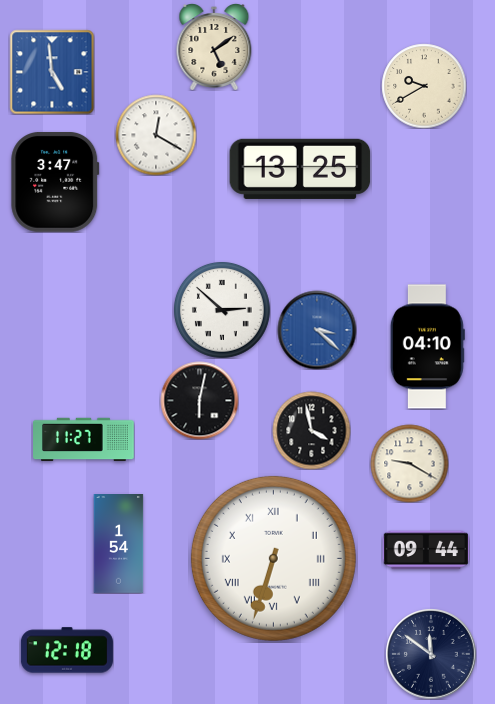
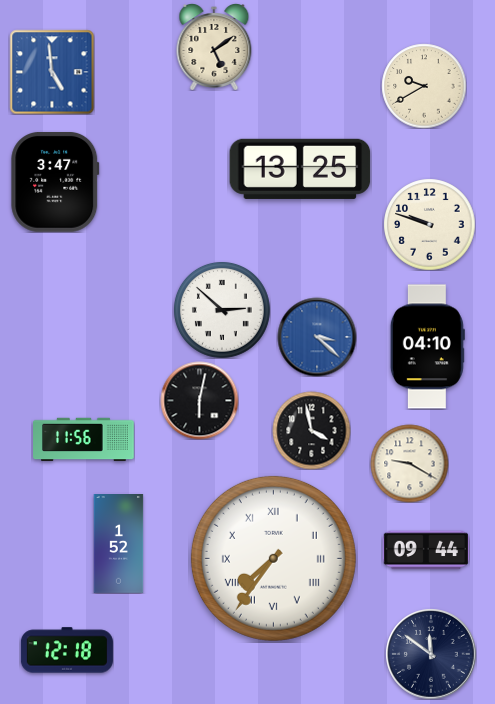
clock at (156, 135): 12:20 -> none
clock at (429, 224): none -> 9:48
clock at (317, 330) position: (317, 330) -> (317, 337)
clock at (84, 440): 11:27 -> 11:56
clock at (119, 544): 1:54 -> 1:52
clock at (273, 558): 6:33 -> 7:36
